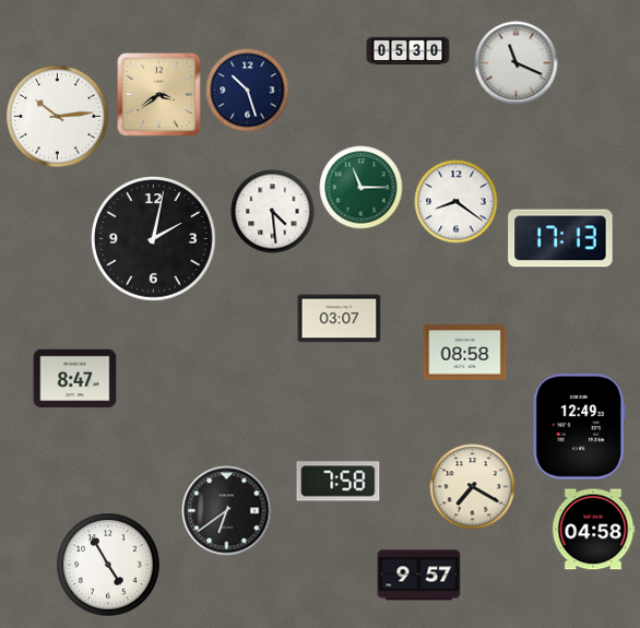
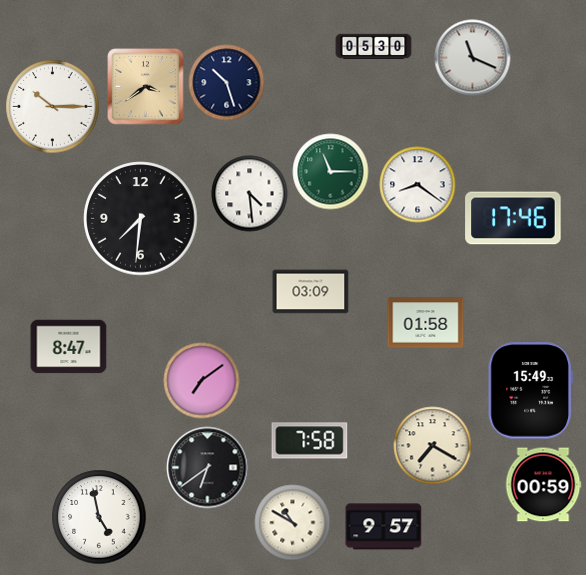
clock at (58, 117): 10:14 -> 10:15
clock at (560, 238): 17:13 -> 17:46
clock at (154, 239): 2:02 -> 7:31
clock at (340, 319): 03:07 -> 03:09
clock at (465, 353): 08:58 -> 01:58
clock at (202, 381): none -> 7:09
clock at (579, 427): 12:49 -> 15:49
clock at (593, 530): 04:58 -> 00:59
clock at (108, 565): 4:55 -> 4:58
clock at (293, 523): none -> 10:50
